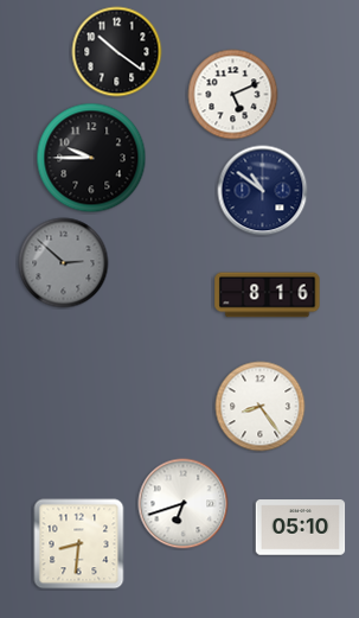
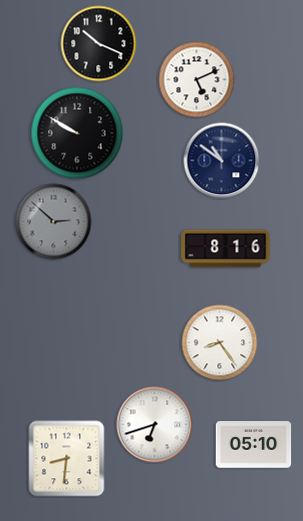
clock at (117, 52): 10:21 -> 10:19
clock at (91, 158): 9:45 -> 9:50
